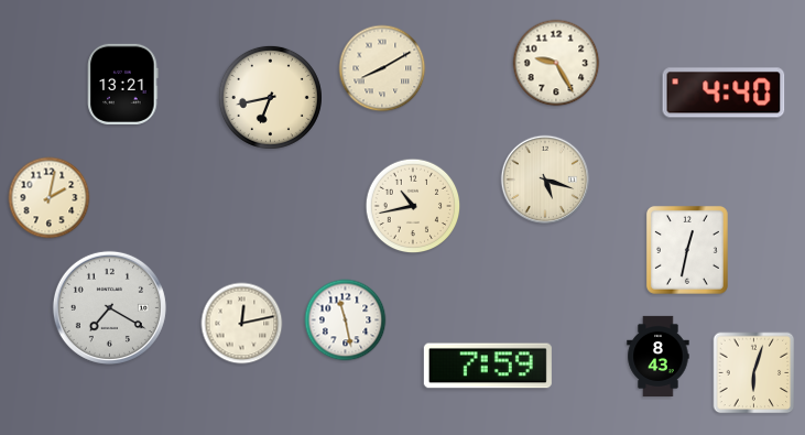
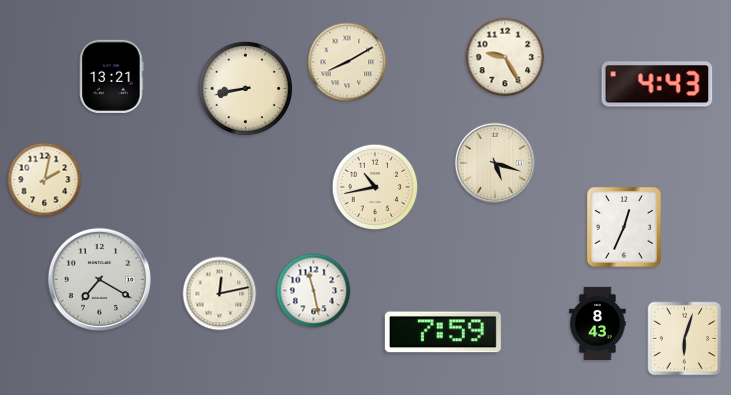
clock at (724, 93): 4:40 -> 4:43
clock at (270, 97): 6:43 -> 8:43
clock at (687, 250): 12:32 -> 12:34
